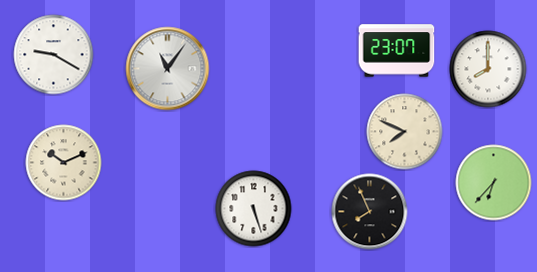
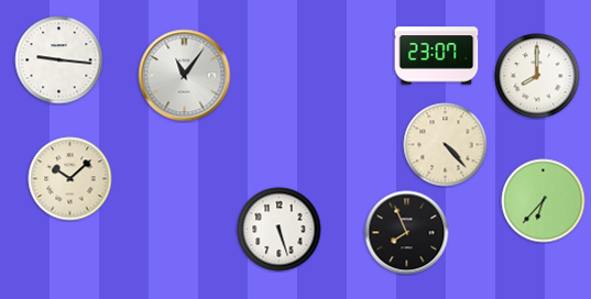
clock at (54, 55): 9:20 -> 9:16
clock at (405, 132): 7:49 -> 4:23
clock at (64, 163): 10:11 -> 10:08
